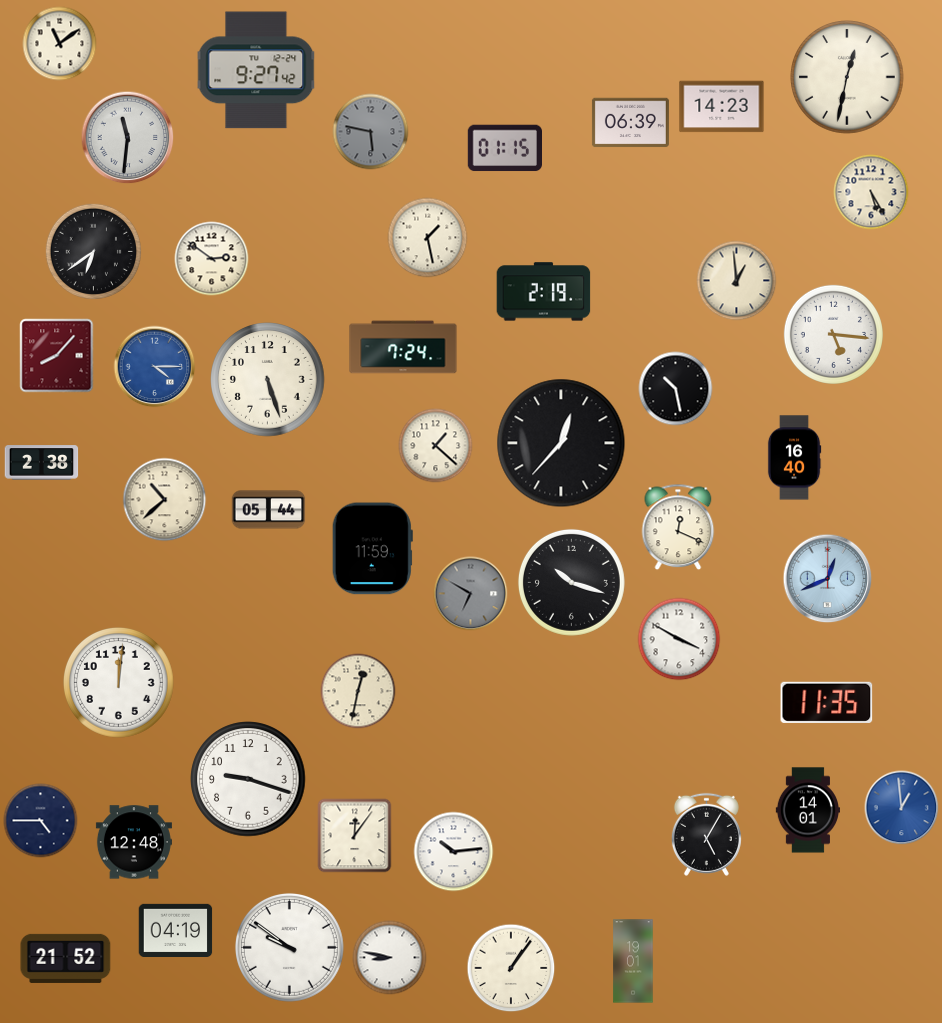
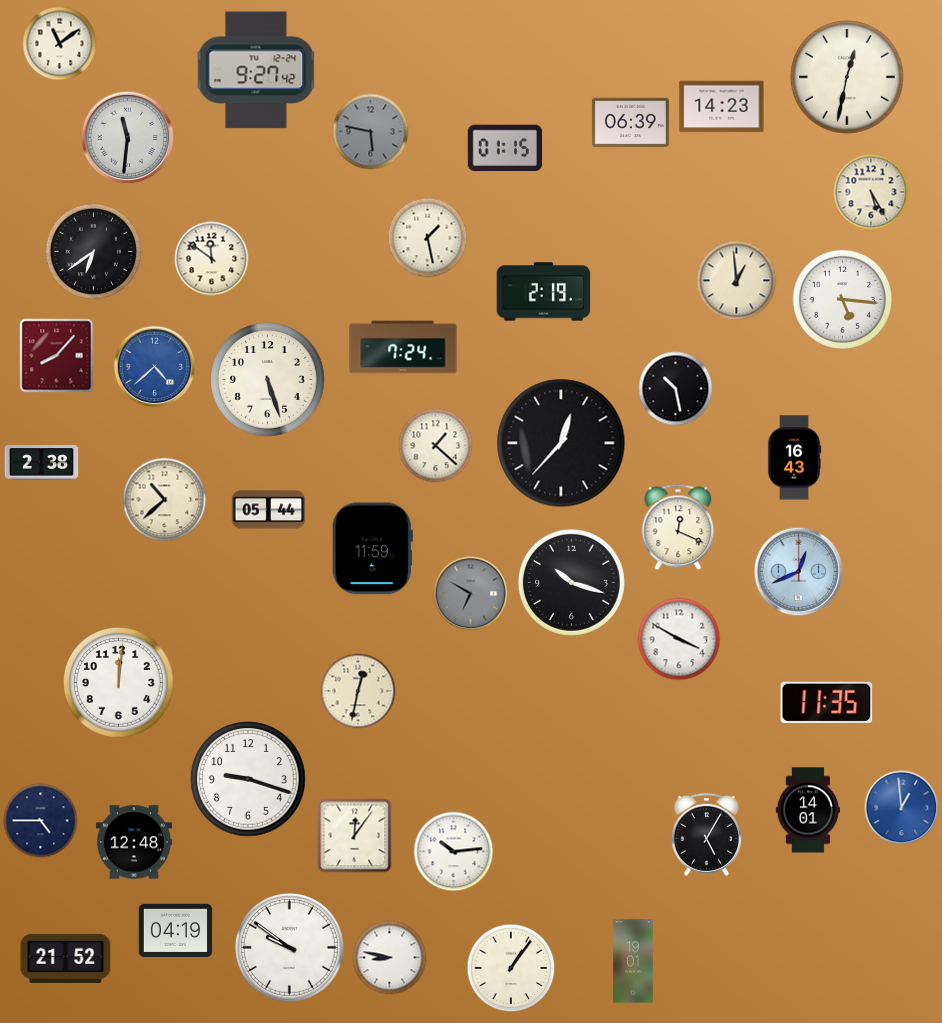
clock at (212, 259): 2:51 -> 11:51
clock at (833, 334) position: (833, 334) -> (842, 299)
clock at (155, 367): 4:15 -> 4:38
clock at (794, 458): 16:40 -> 16:43
clock at (828, 579) position: (828, 579) -> (799, 572)
